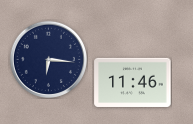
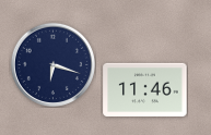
clock at (48, 59): 6:16 -> 6:18
